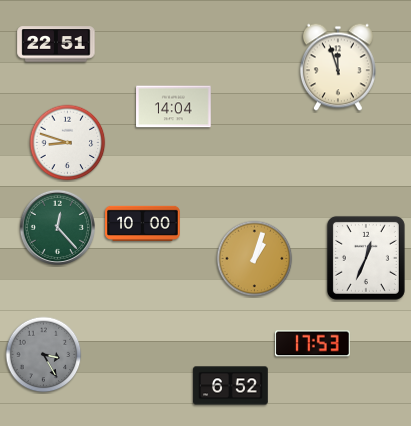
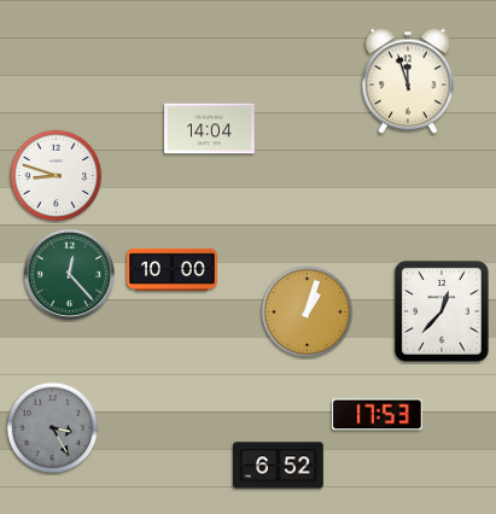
clock at (56, 44): 22:51 -> none
clock at (68, 143) position: (68, 143) -> (57, 176)
clock at (366, 258): 12:34 -> 12:37
